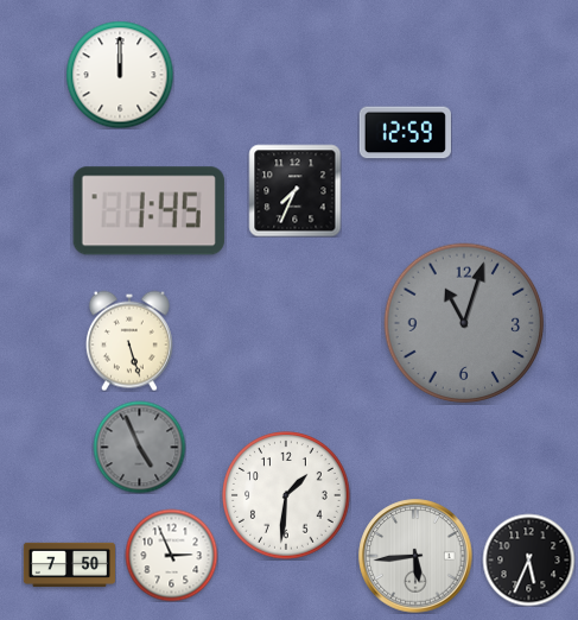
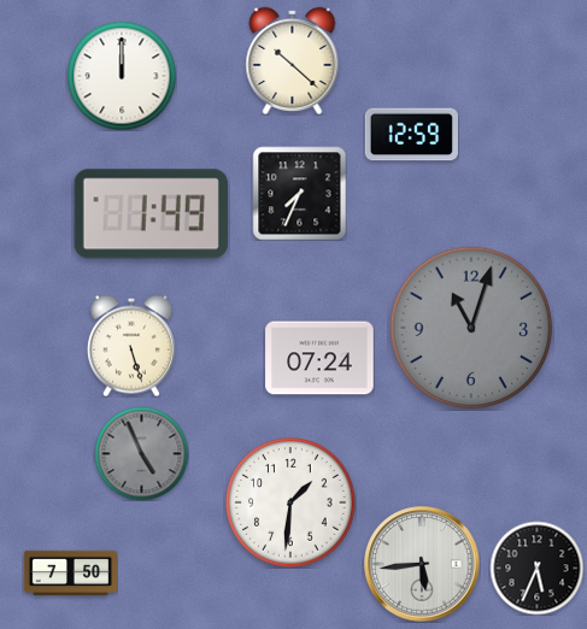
clock at (293, 60): none -> 10:22
clock at (148, 211): 1:45 -> 1:49
clock at (319, 358): none -> 07:24
clock at (171, 555): 2:56 -> none
